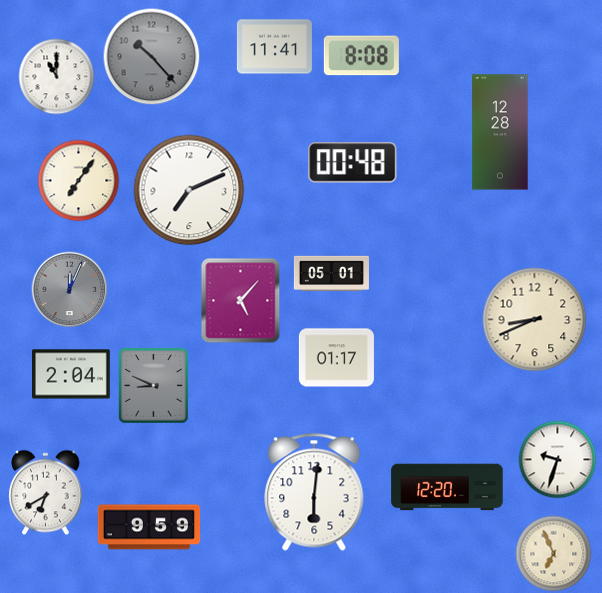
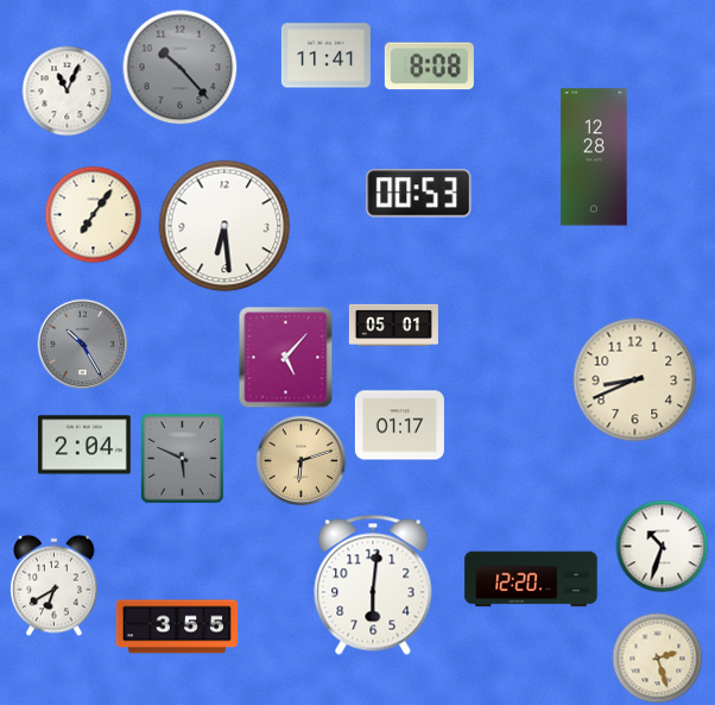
clock at (57, 77): 11:00 -> 11:04
clock at (353, 163): 00:48 -> 00:53
clock at (189, 190): 7:11 -> 6:29
clock at (70, 290): 12:04 -> 10:25
clock at (154, 386): 8:49 -> 5:49
clock at (302, 461): none -> 6:12
clock at (558, 460): 9:33 -> 10:33
clock at (149, 527): 9:59 -> 3:55
clock at (554, 554): 6:56 -> 2:27
